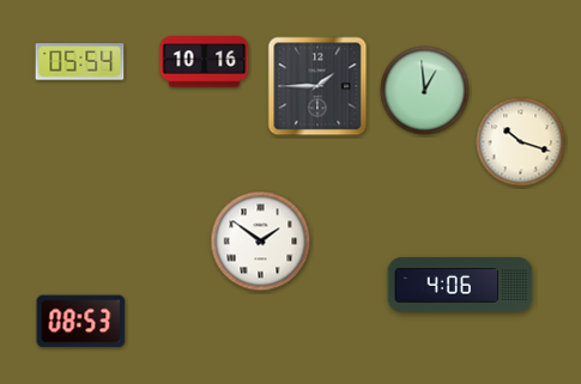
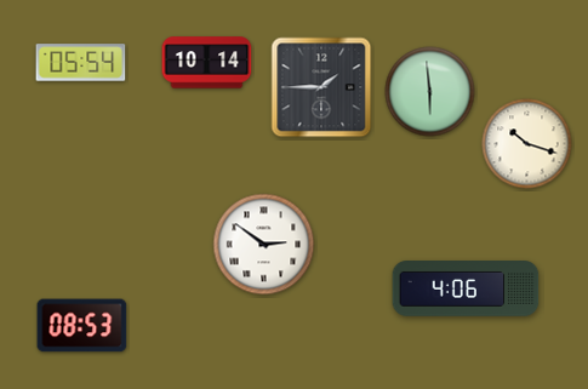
clock at (205, 62): 10:16 -> 10:14
clock at (425, 91): 12:59 -> 5:59
clock at (261, 242): 1:51 -> 2:51
